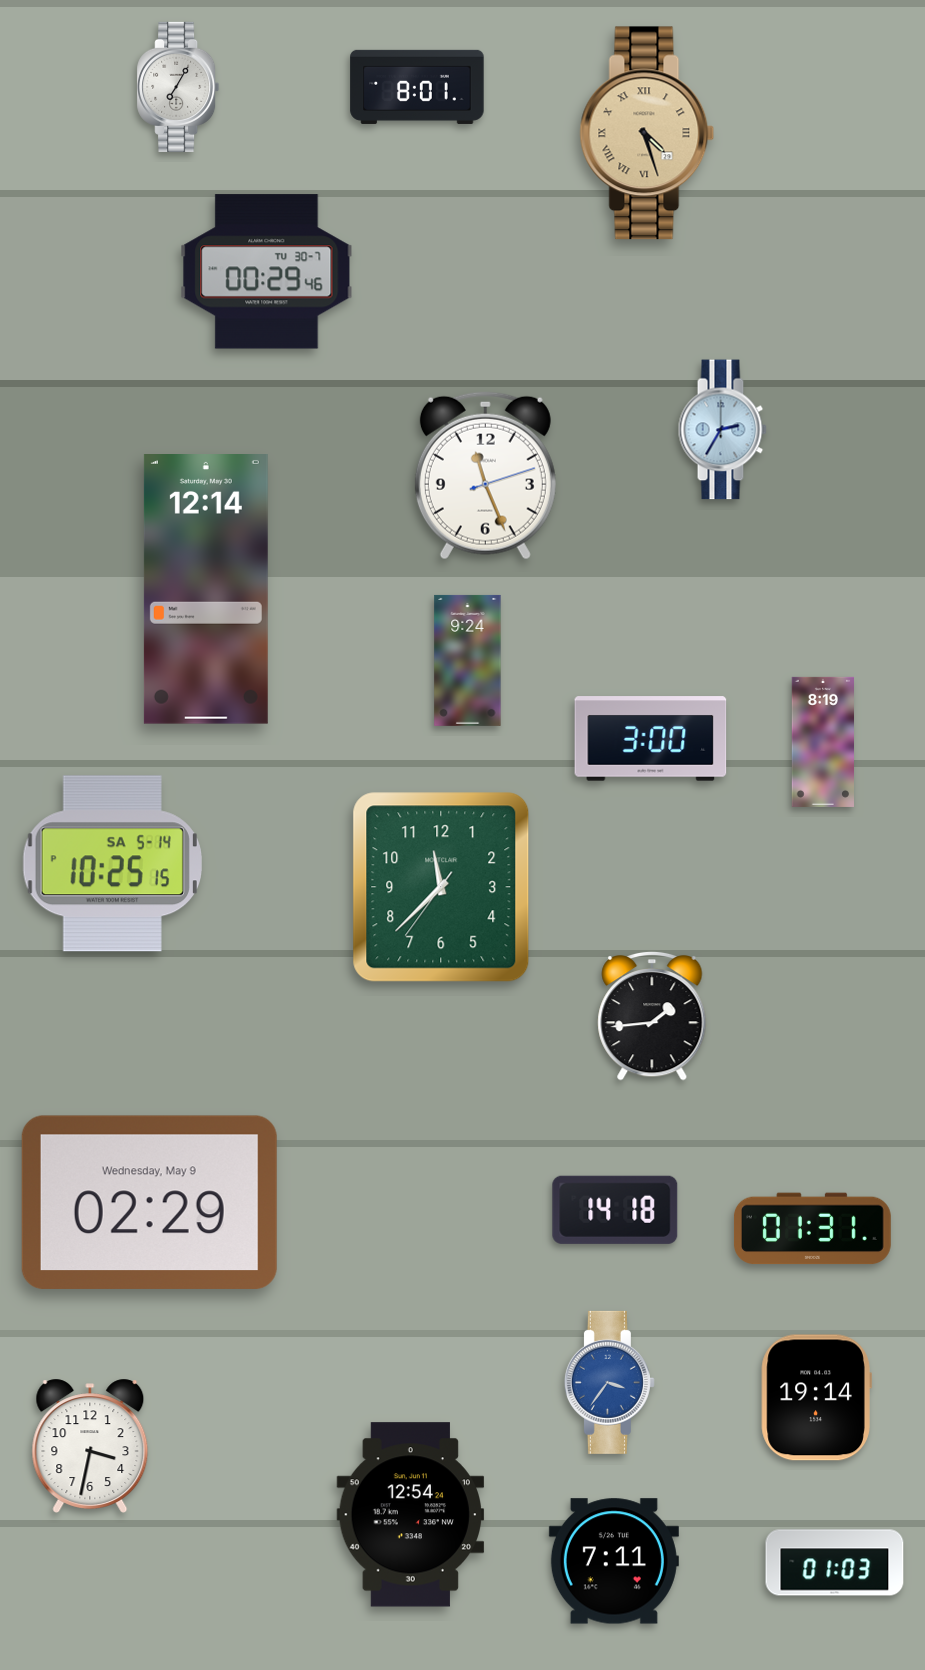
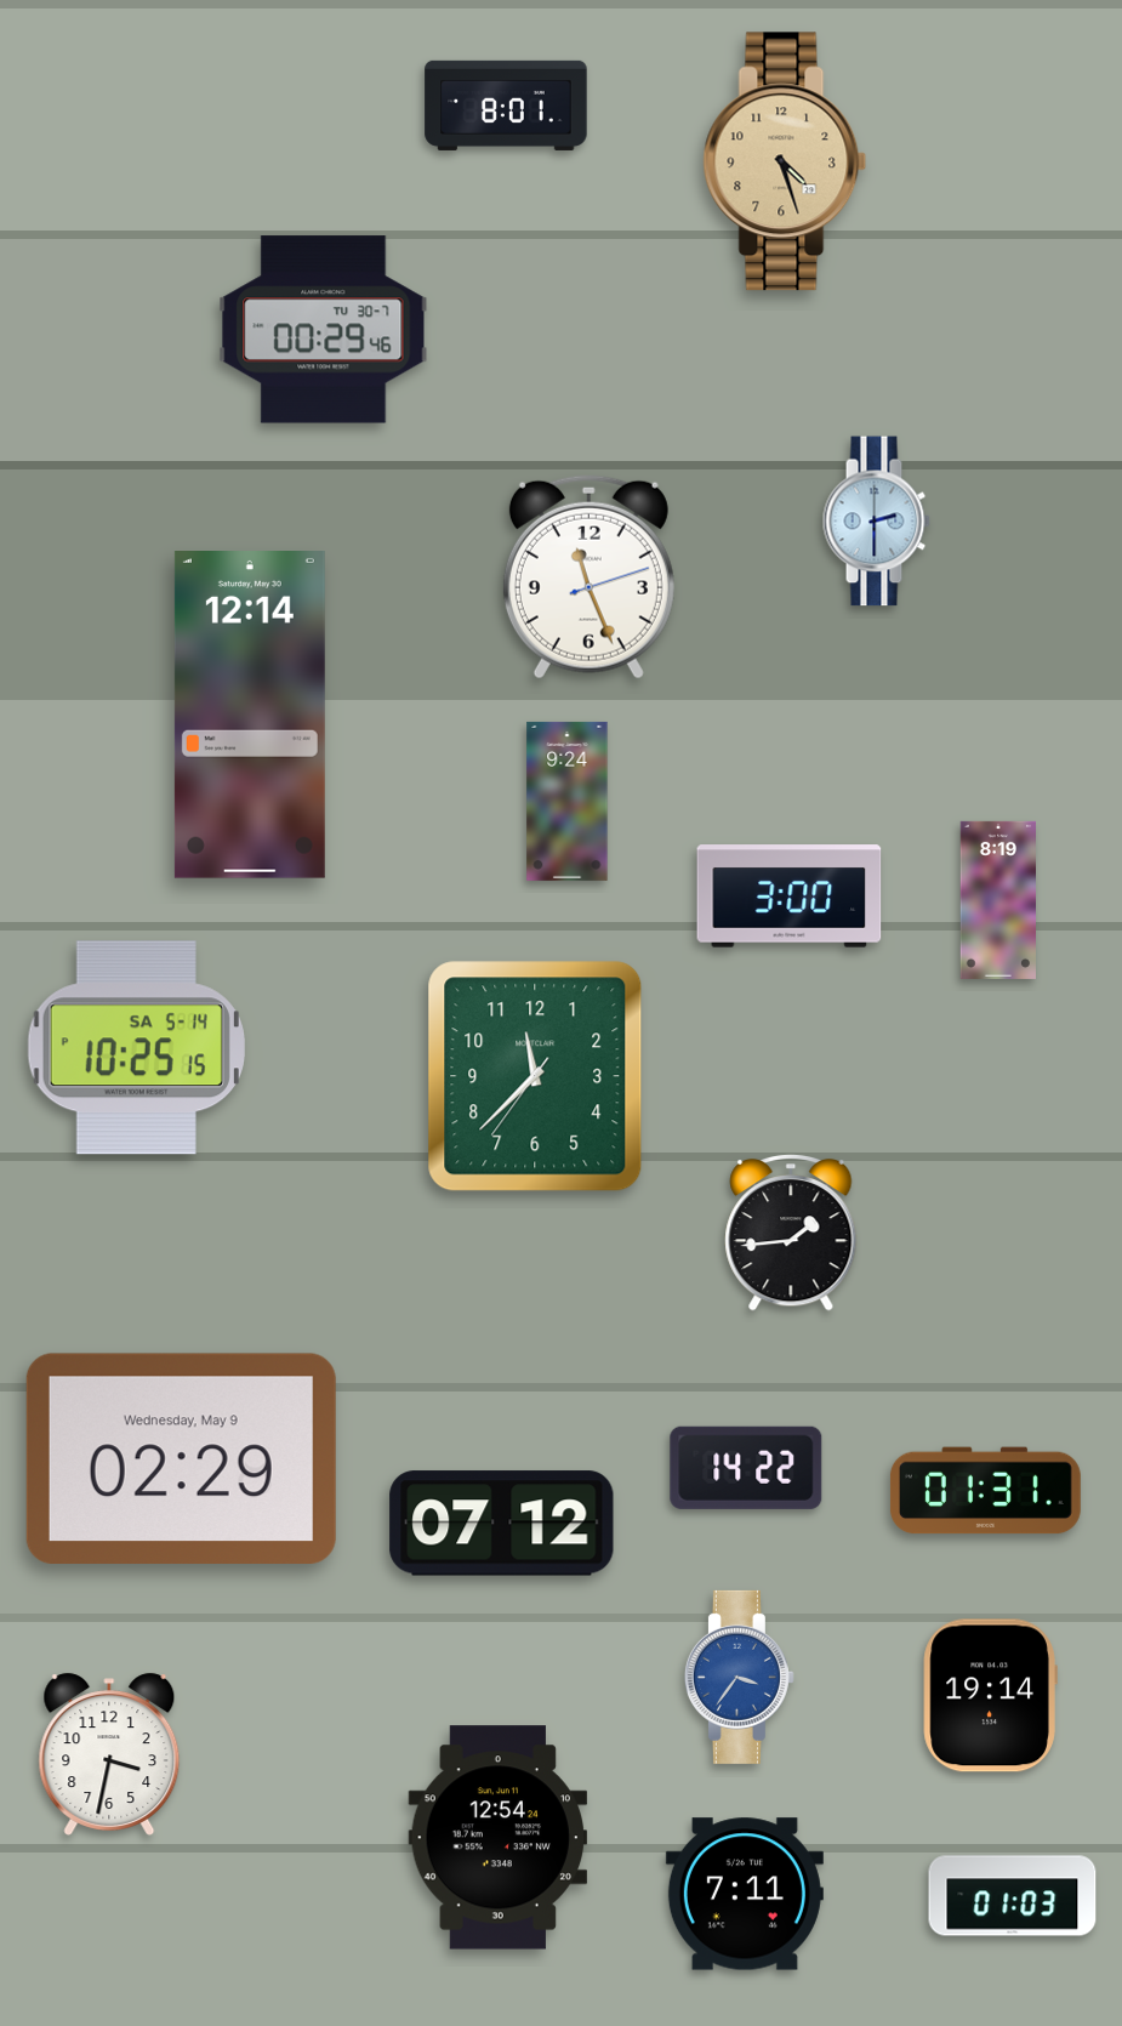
clock at (178, 87): 7:05 -> none
clock at (647, 133) numerals: Roman -> Arabic
clock at (722, 430): 2:35 -> 2:30
clock at (615, 1210): 14:18 -> 14:22
clock at (502, 1524): none -> 07:12
